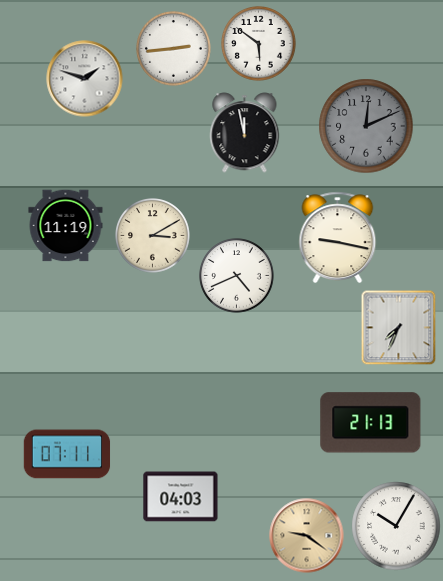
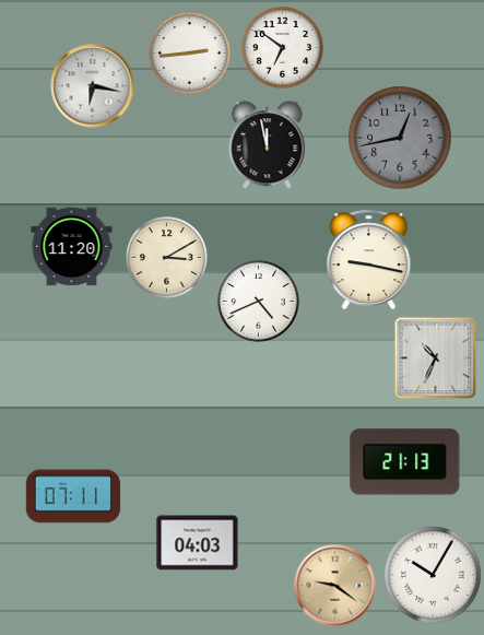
clock at (259, 44): 5:51 -> 6:51
clock at (85, 79): 1:48 -> 6:17
clock at (366, 126): 12:11 -> 12:43
clock at (66, 226): 11:19 -> 11:20
clock at (399, 328): 7:34 -> 10:34
